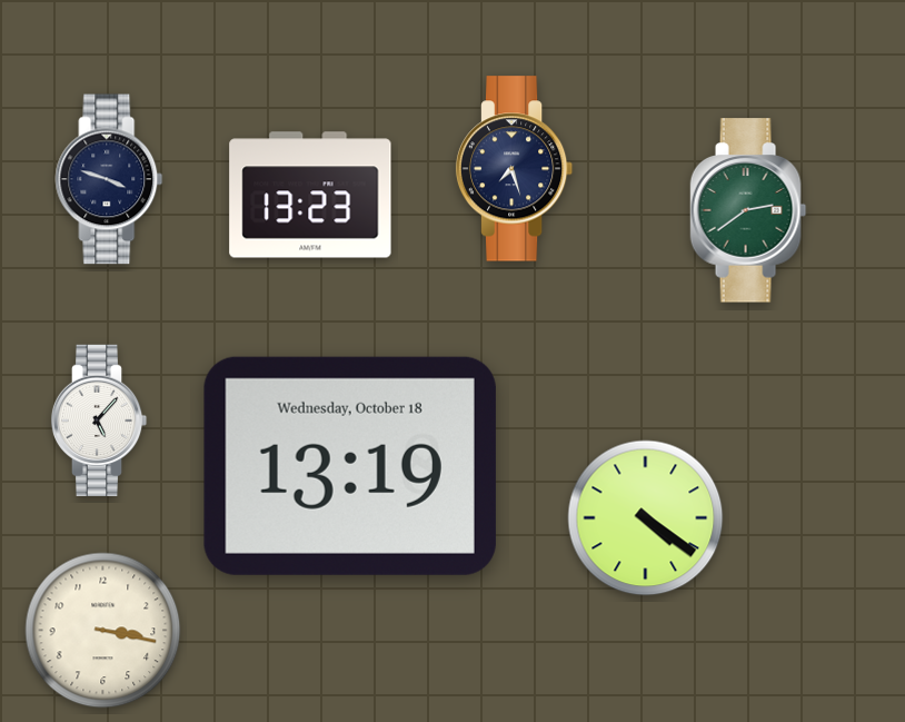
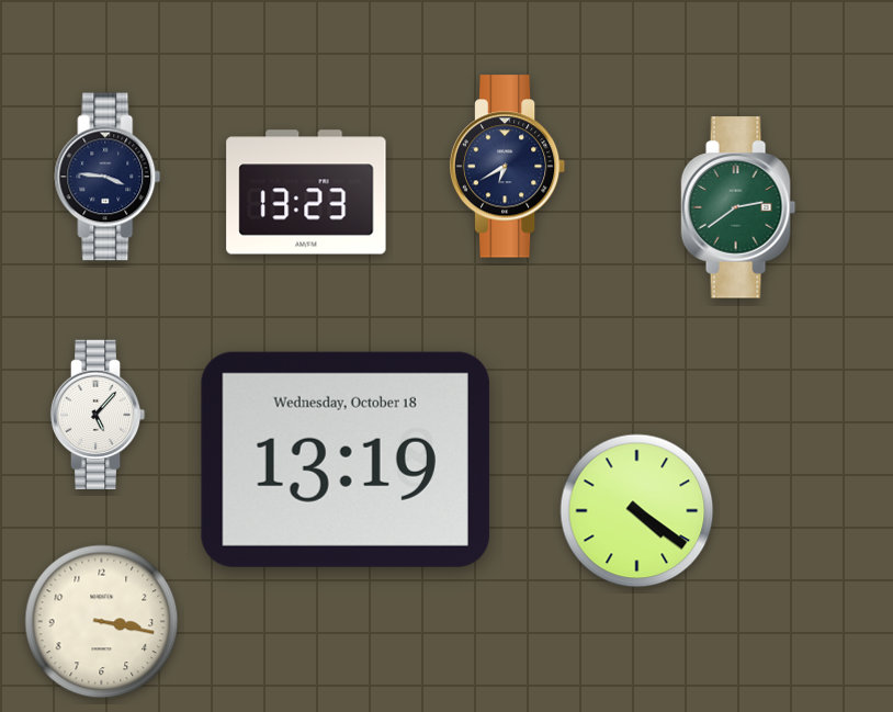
clock at (515, 169): 7:27 -> 6:40
clock at (109, 179): 3:48 -> 3:46
